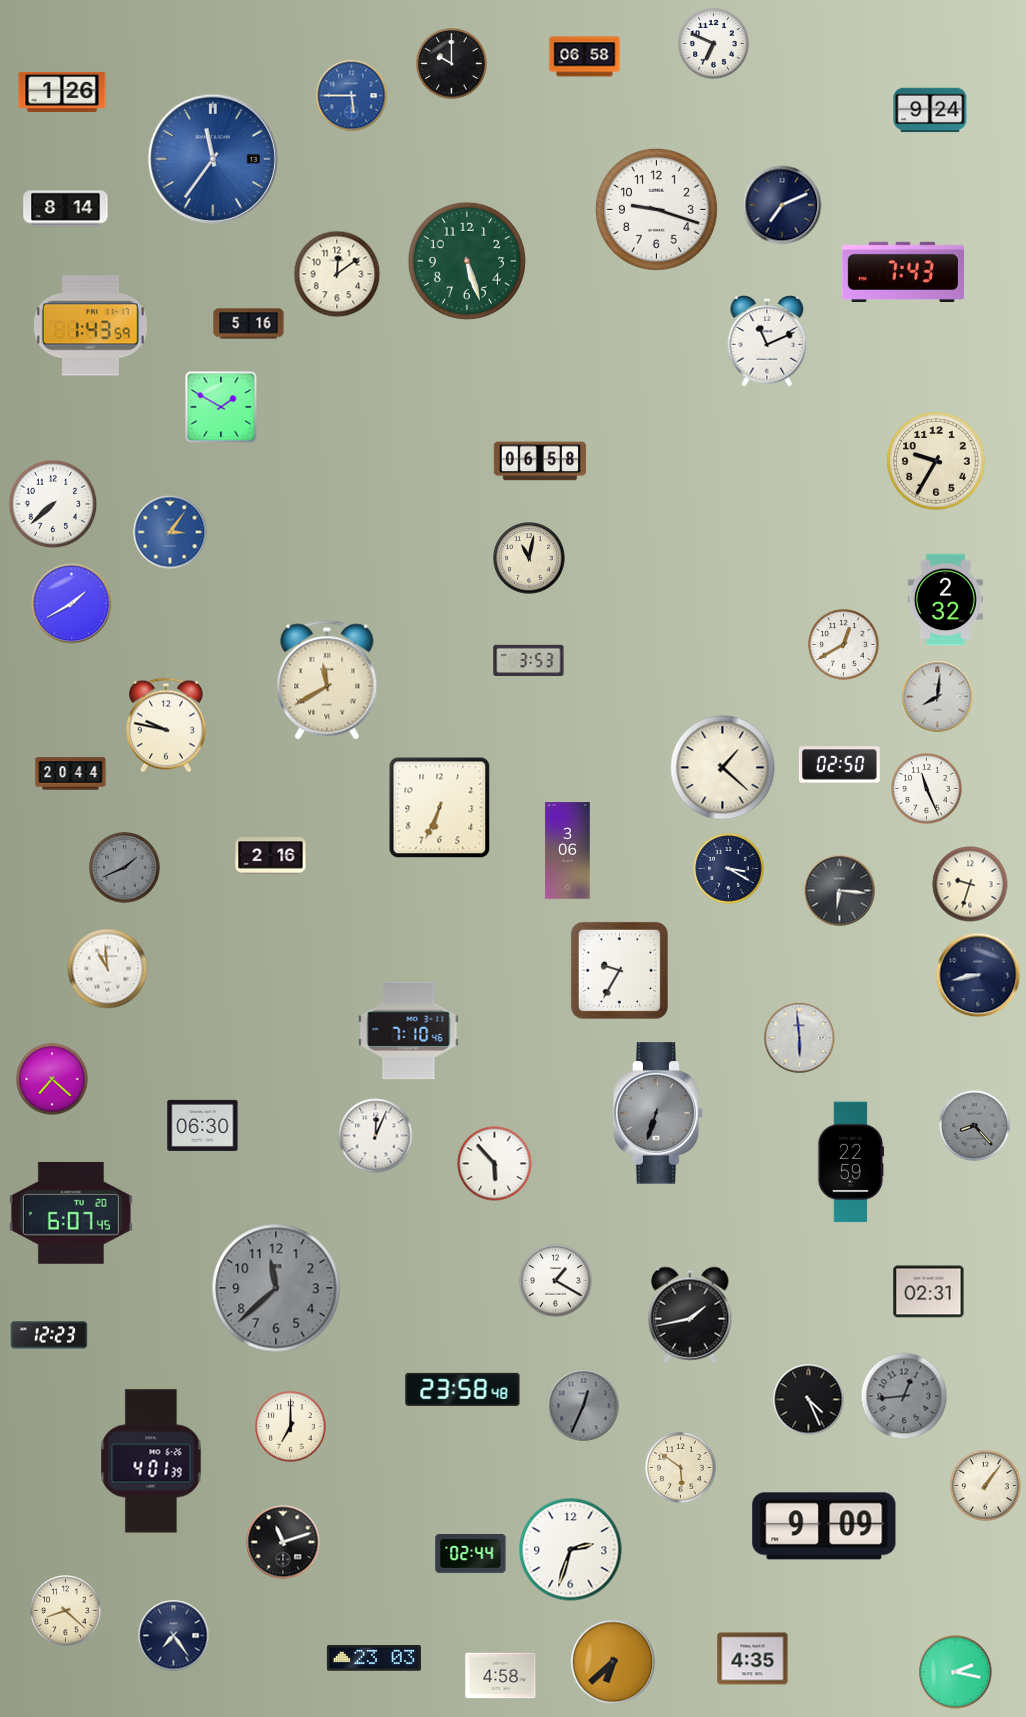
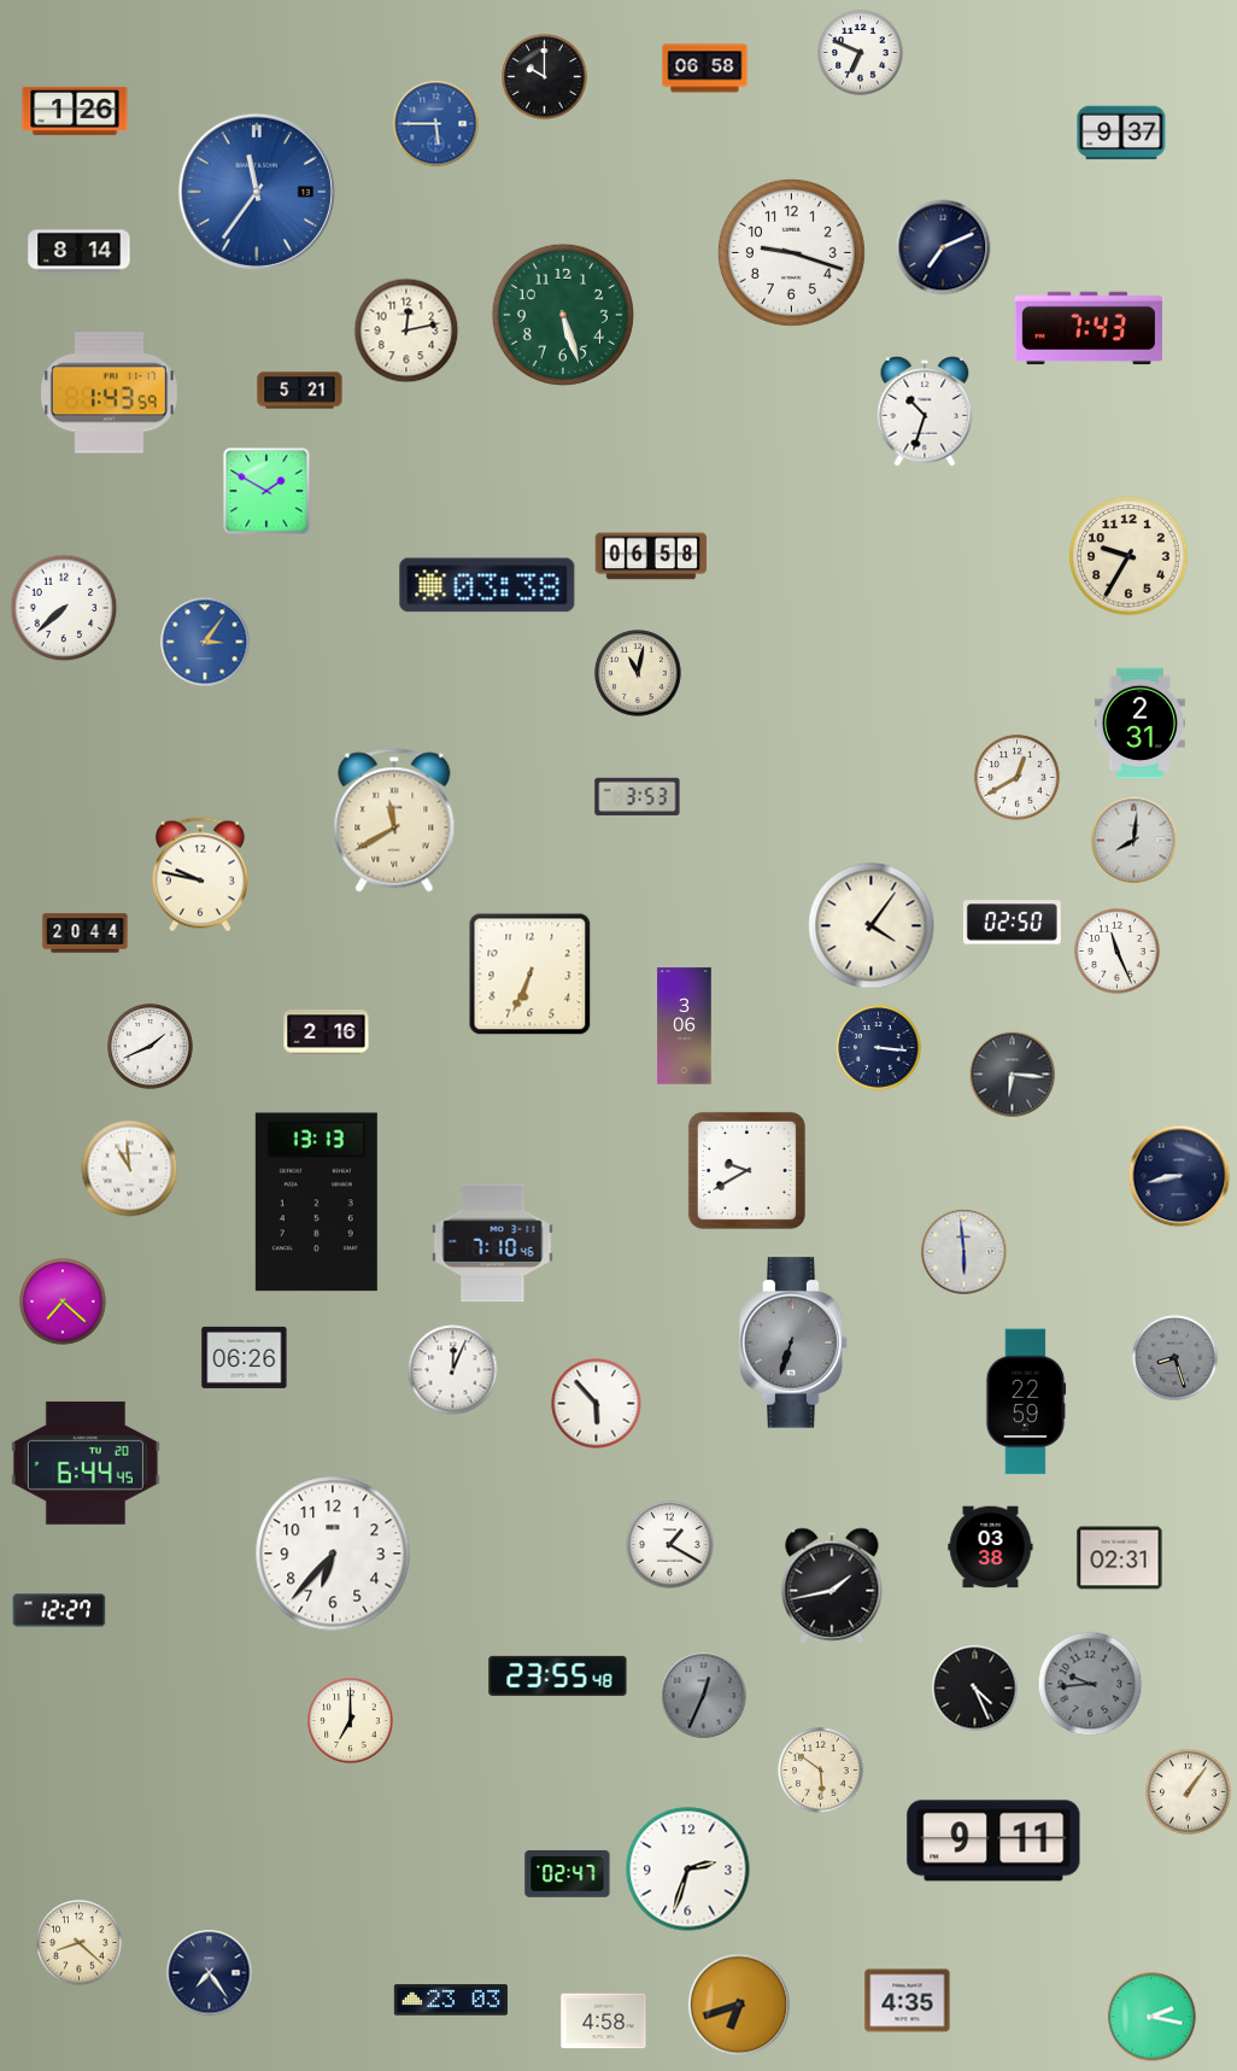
clock at (352, 96) position: (352, 96) -> (436, 124)
clock at (930, 110): 9:24 -> 9:37
clock at (337, 274): 12:09 -> 12:13
clock at (249, 324): 5:16 -> 5:21
clock at (767, 341): 11:11 -> 10:33
clock at (487, 585): none -> 03:38
clock at (945, 600): 2:32 -> 2:31
clock at (72, 604): 1:40 -> none
clock at (938, 697) position: (938, 697) -> (1135, 841)
clock at (723, 768): 1:22 -> 4:06
clock at (125, 868) dial: grey -> white
clock at (729, 869): 3:20 -> 3:16
clock at (970, 884): 9:33 -> none
clock at (619, 970): 9:35 -> 9:40
clock at (316, 1203): none -> 13:13
clock at (203, 1125): 06:30 -> 06:26
clock at (975, 1126): 8:23 -> 8:27
clock at (71, 1213): 6:07 -> 6:44
clock at (991, 1548): none -> 03:38
clock at (276, 1288): 11:38 -> 6:37
clock at (276, 1288) dial: grey -> white
clock at (49, 1335): 12:23 -> 12:27
clock at (463, 1389): 23:58 -> 23:55
clock at (904, 1396): 12:44 -> 9:44
clock at (151, 1461): 4:01 -> none
clock at (824, 1526): 9:09 -> 9:11
clock at (283, 1542): 11:12 -> none
clock at (471, 1554): 02:44 -> 02:47
clock at (613, 1662): 6:38 -> 6:42
